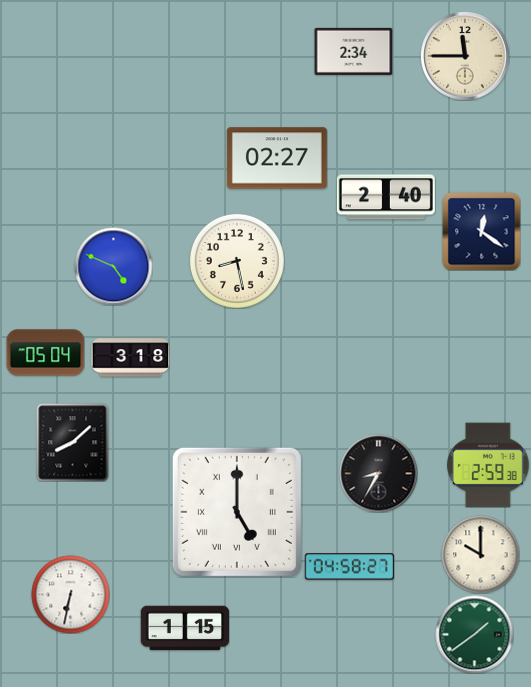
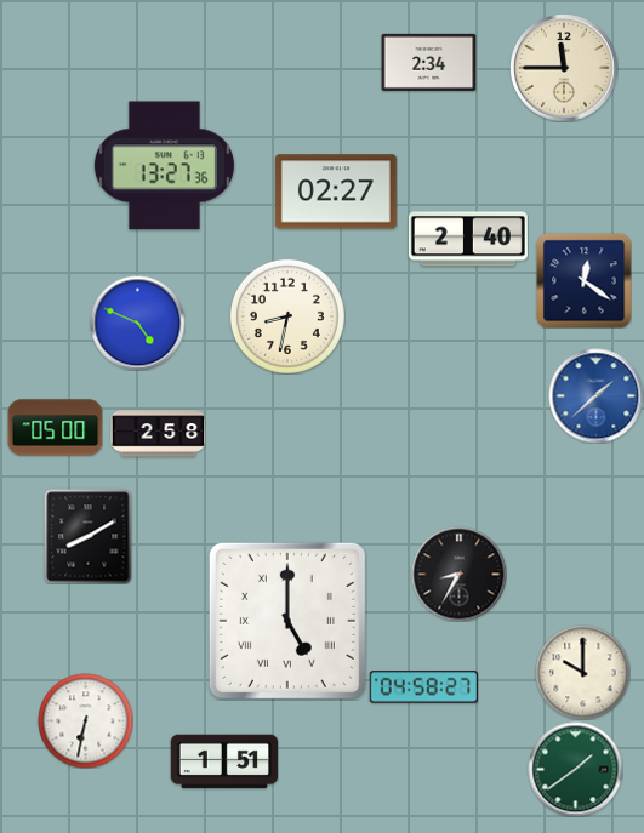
clock at (164, 166): none -> 13:27
clock at (237, 261): 8:28 -> 8:32
clock at (595, 395): none -> 1:38
clock at (45, 353): 05:04 -> 05:00
clock at (130, 358): 3:18 -> 2:58
clock at (73, 442): 8:08 -> 8:10
clock at (488, 465): 2:59 -> none
clock at (185, 628): 1:15 -> 1:51
